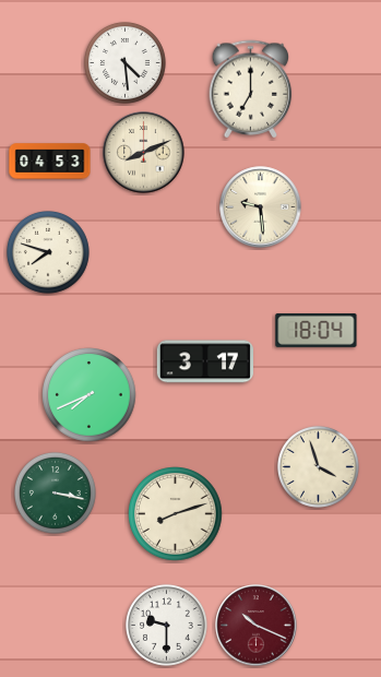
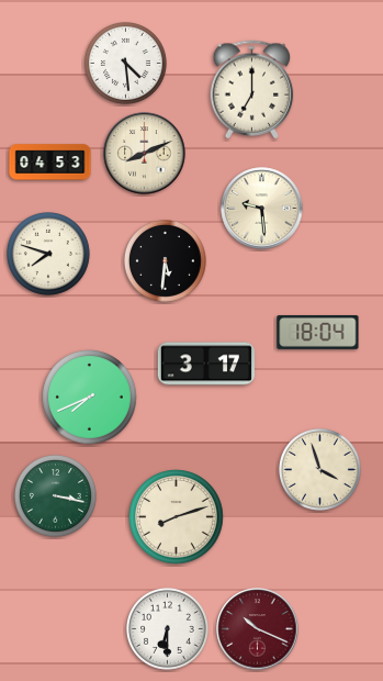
clock at (165, 260): none -> 5:31
clock at (166, 625): 9:30 -> 6:30
